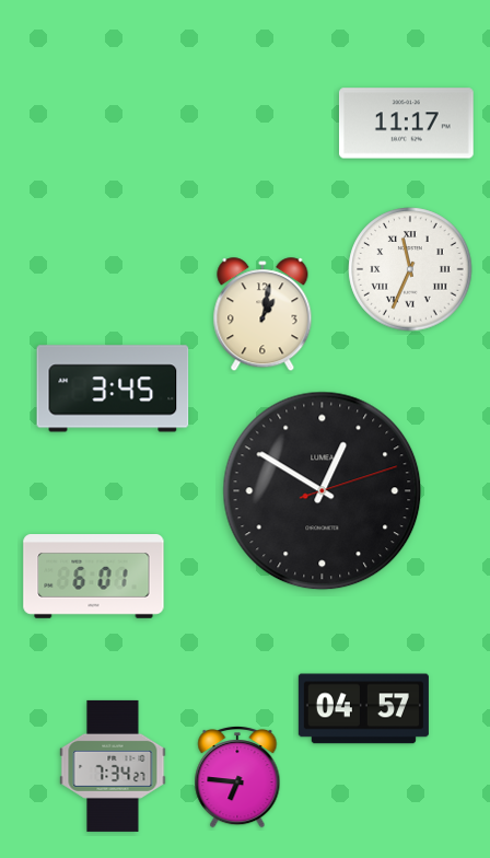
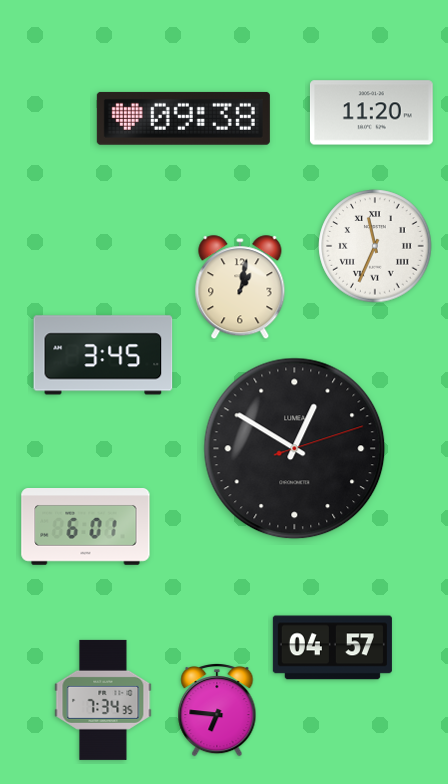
clock at (406, 124): 11:17 -> 11:20
clock at (183, 118): none -> 09:38
clock at (113, 766): 7:34:27 -> 7:34:35
